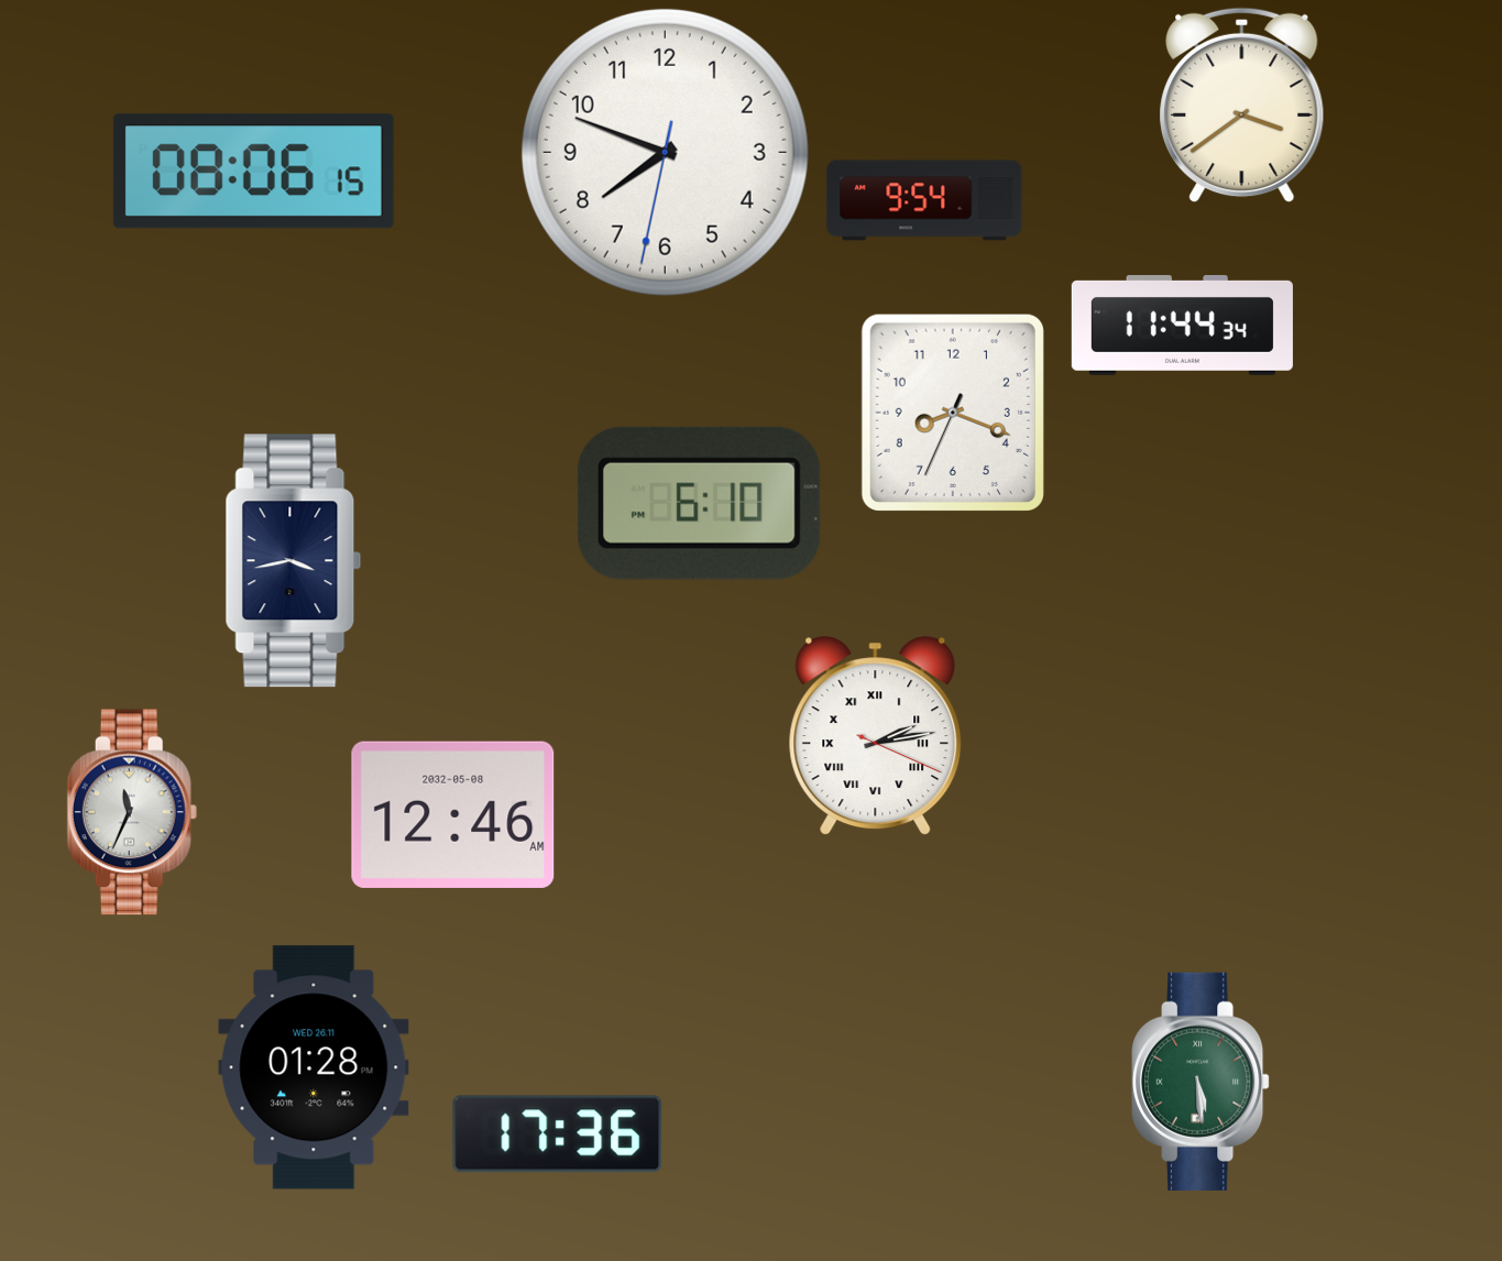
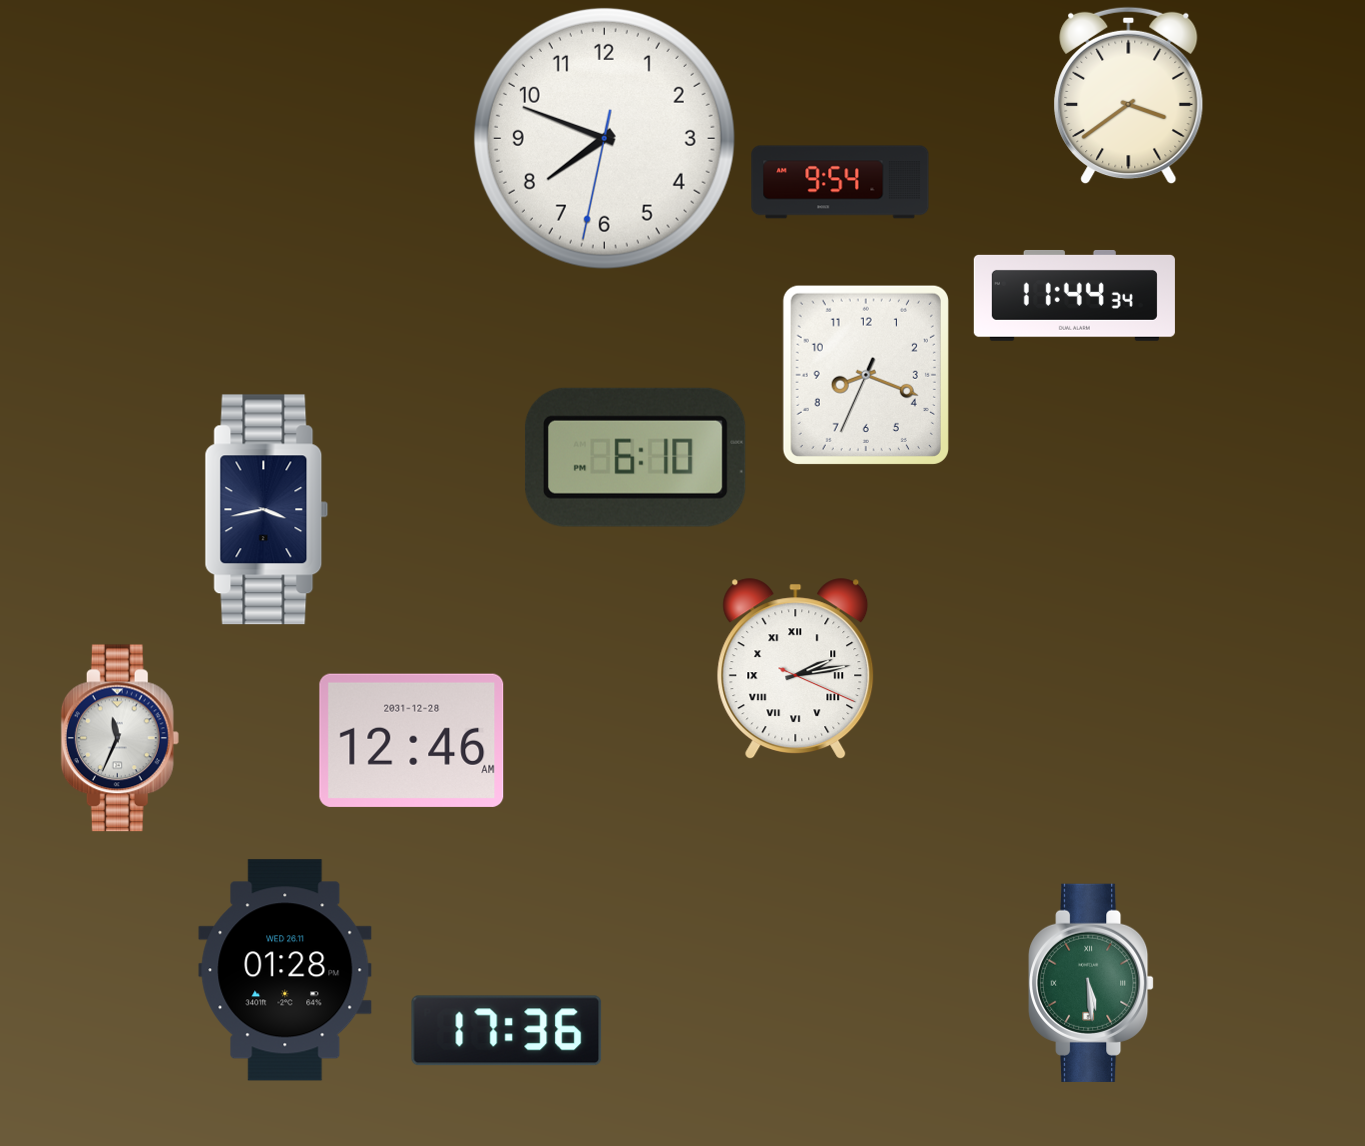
clock at (253, 172): 08:06 -> none
clock at (453, 814) date: 2032-05-08 -> 2031-12-28
